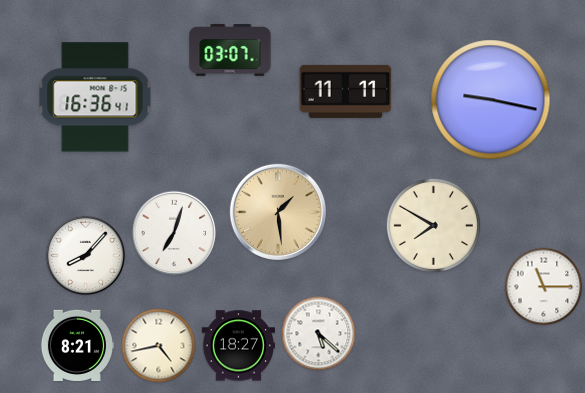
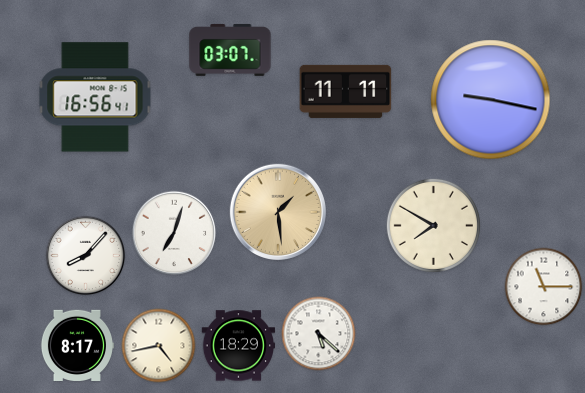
clock at (95, 97): 16:36 -> 16:56
clock at (76, 345): 8:21 -> 8:17
clock at (238, 346): 18:27 -> 18:29
